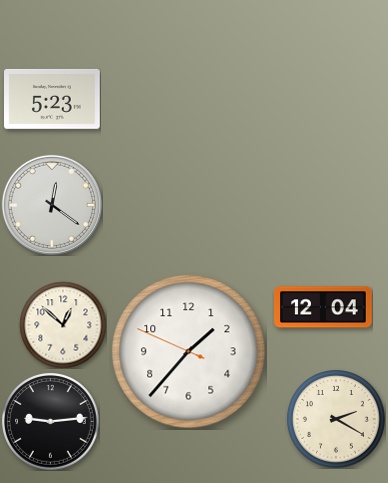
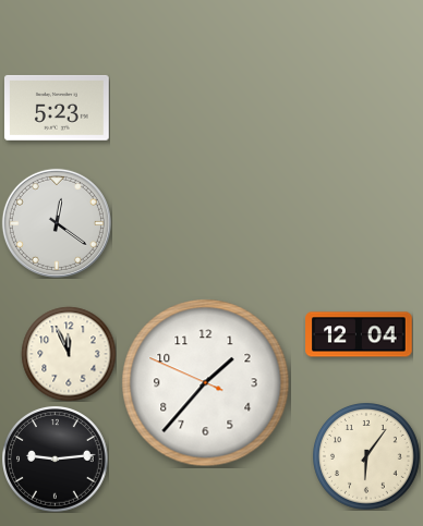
clock at (323, 307) position: (323, 307) -> (359, 334)
clock at (63, 325): 12:52 -> 11:56
clock at (337, 420): 2:20 -> 6:06
